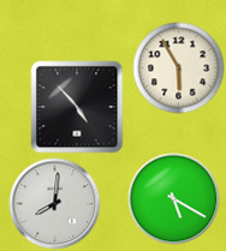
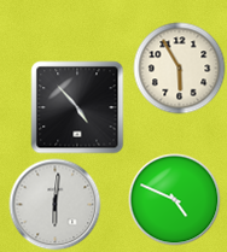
clock at (174, 199): 5:20 -> 4:49
clock at (55, 204): 8:01 -> 6:01
